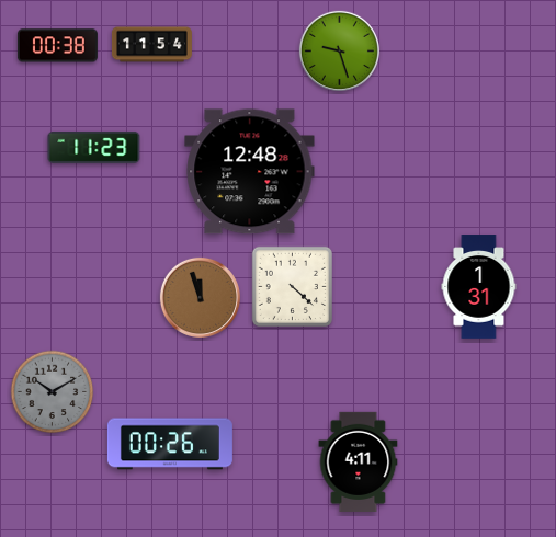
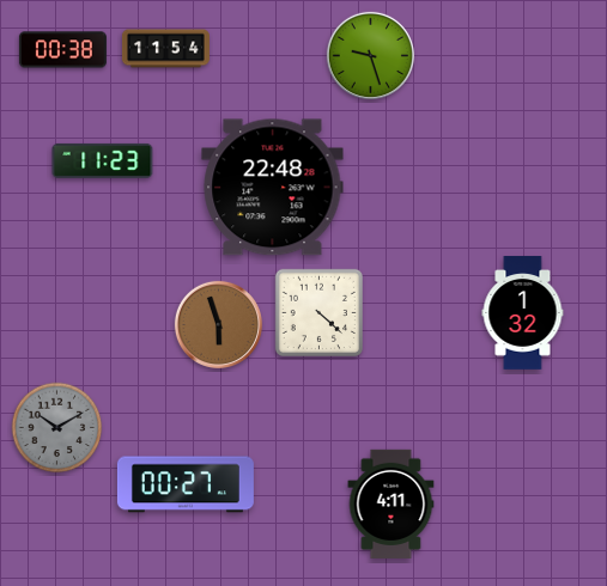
clock at (250, 172): 12:48 -> 22:48
clock at (479, 287): 1:31 -> 1:32
clock at (200, 297): 11:57 -> 5:57
clock at (170, 444): 00:26 -> 00:27
